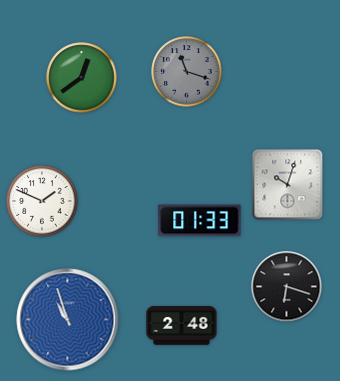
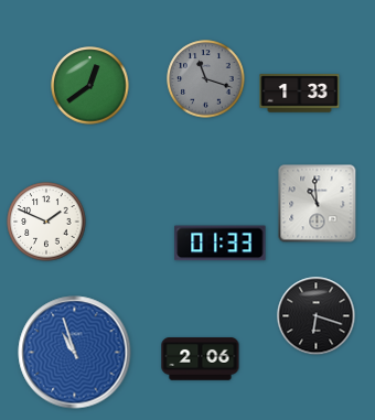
clock at (300, 94): none -> 1:33
clock at (288, 185): 10:03 -> 10:59
clock at (182, 326): 2:48 -> 2:06
